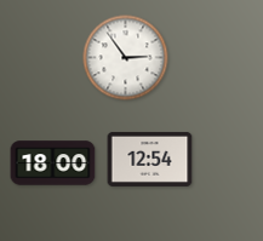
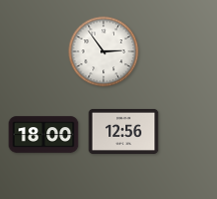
clock at (126, 58) position: (126, 58) -> (104, 52)
clock at (150, 159): 12:54 -> 12:56
